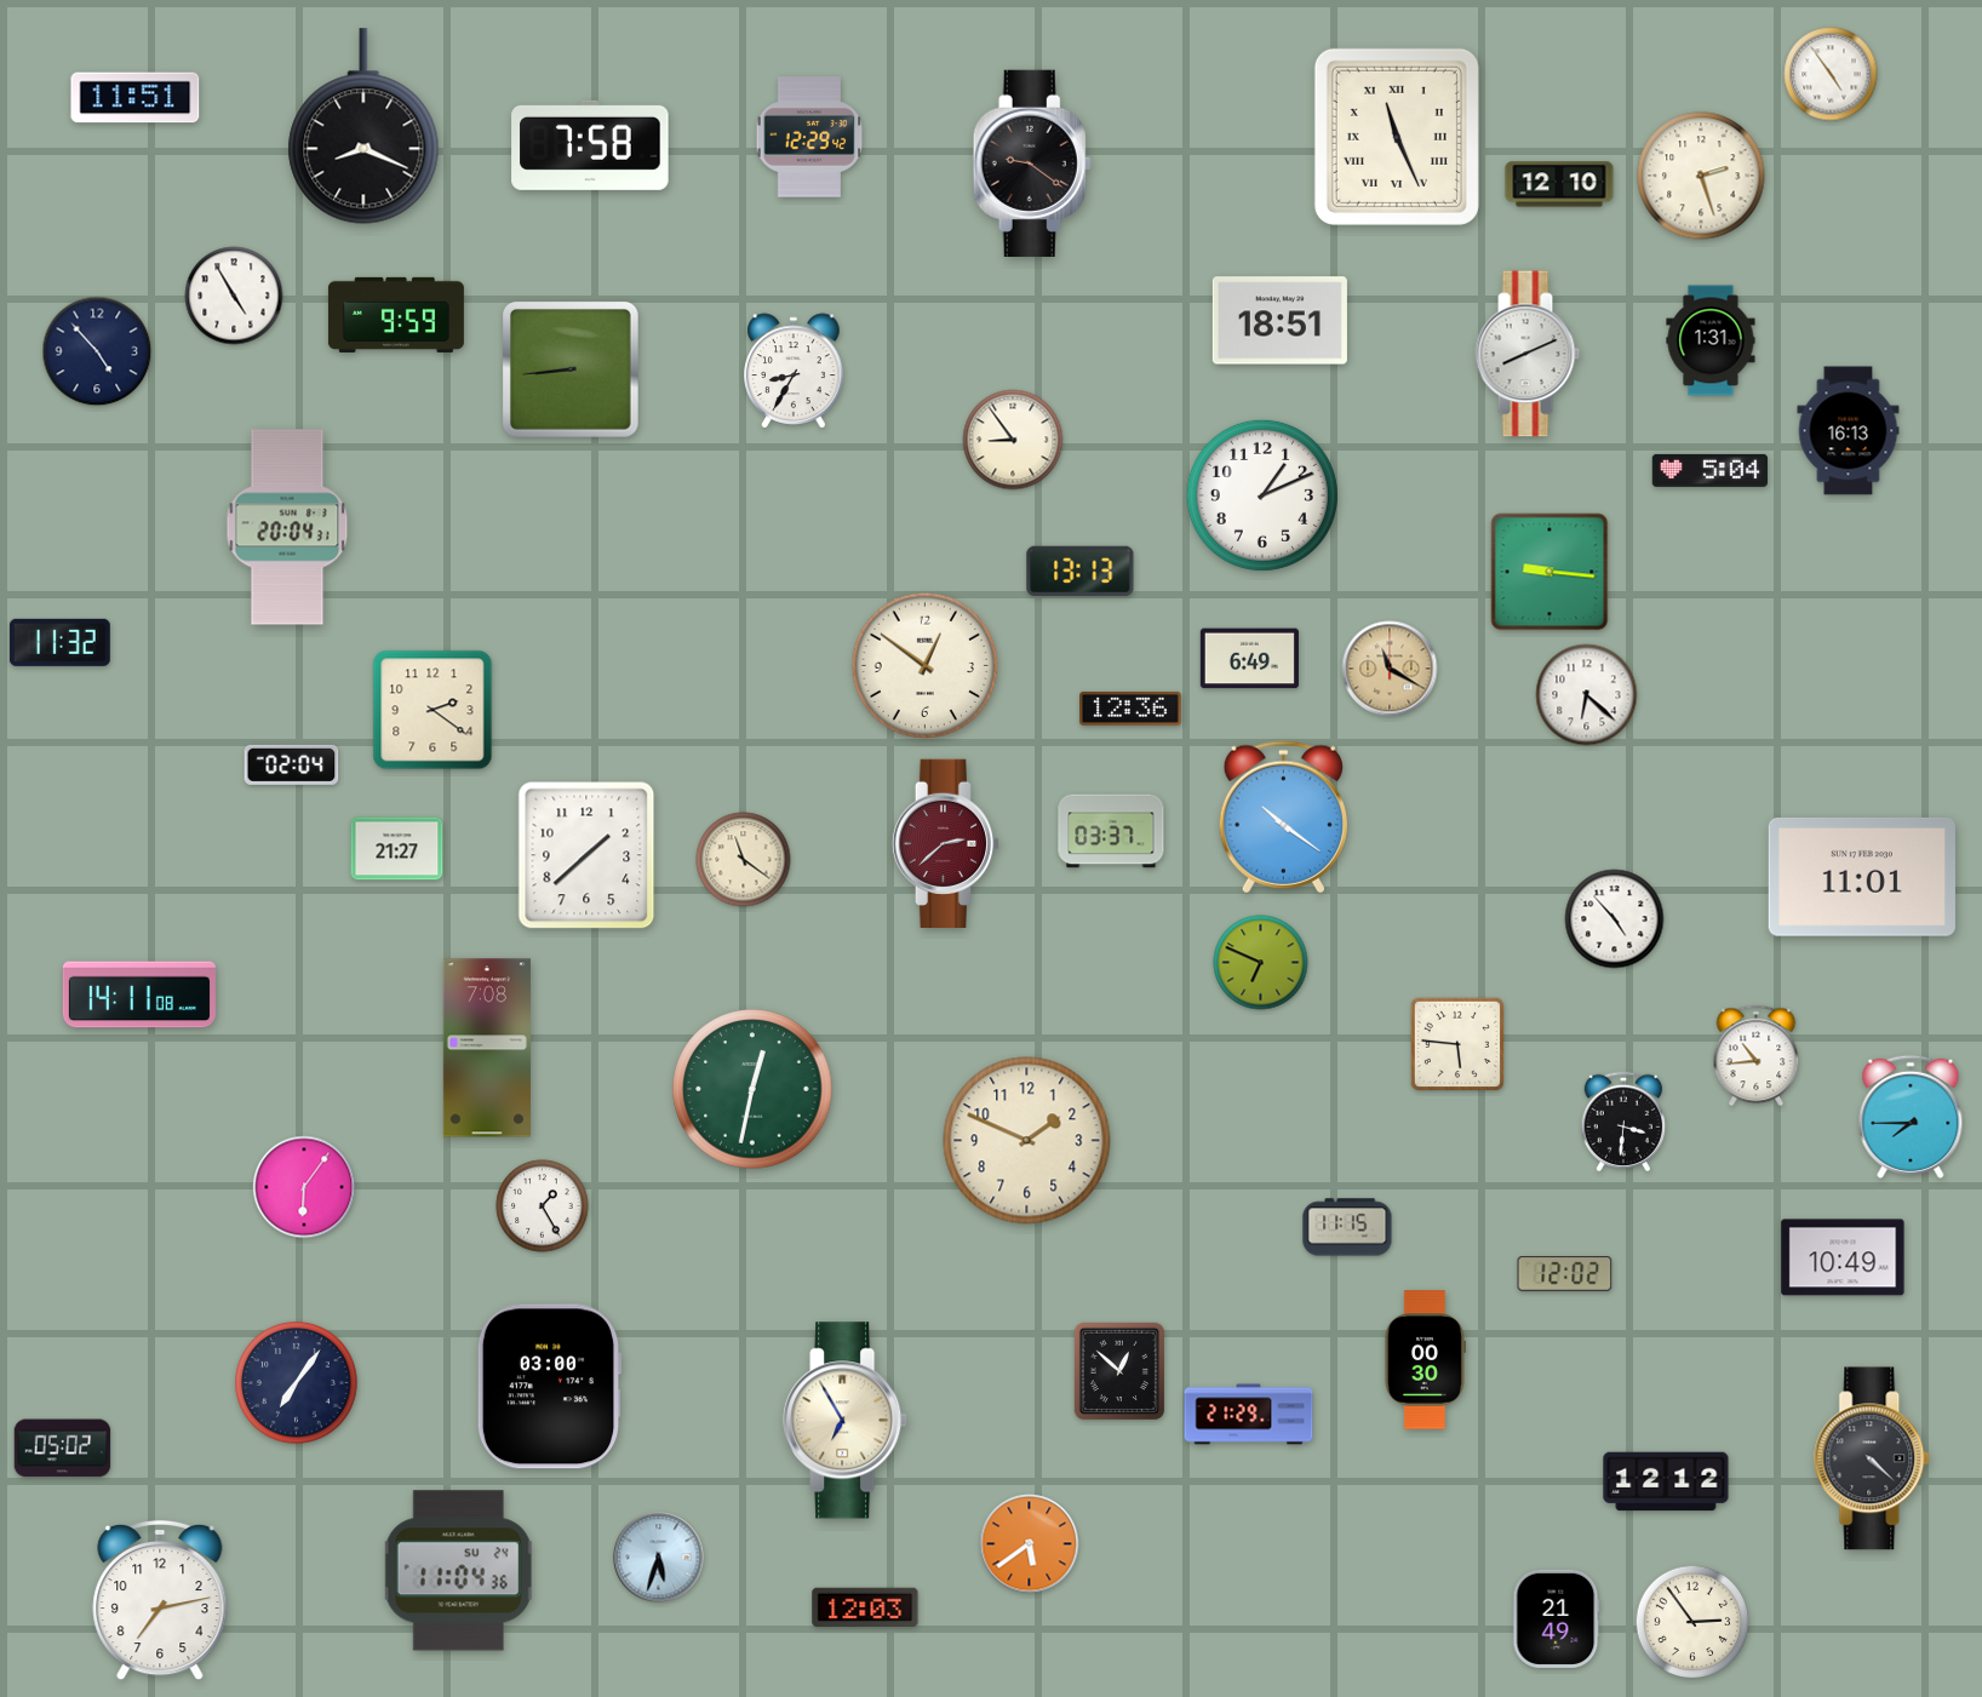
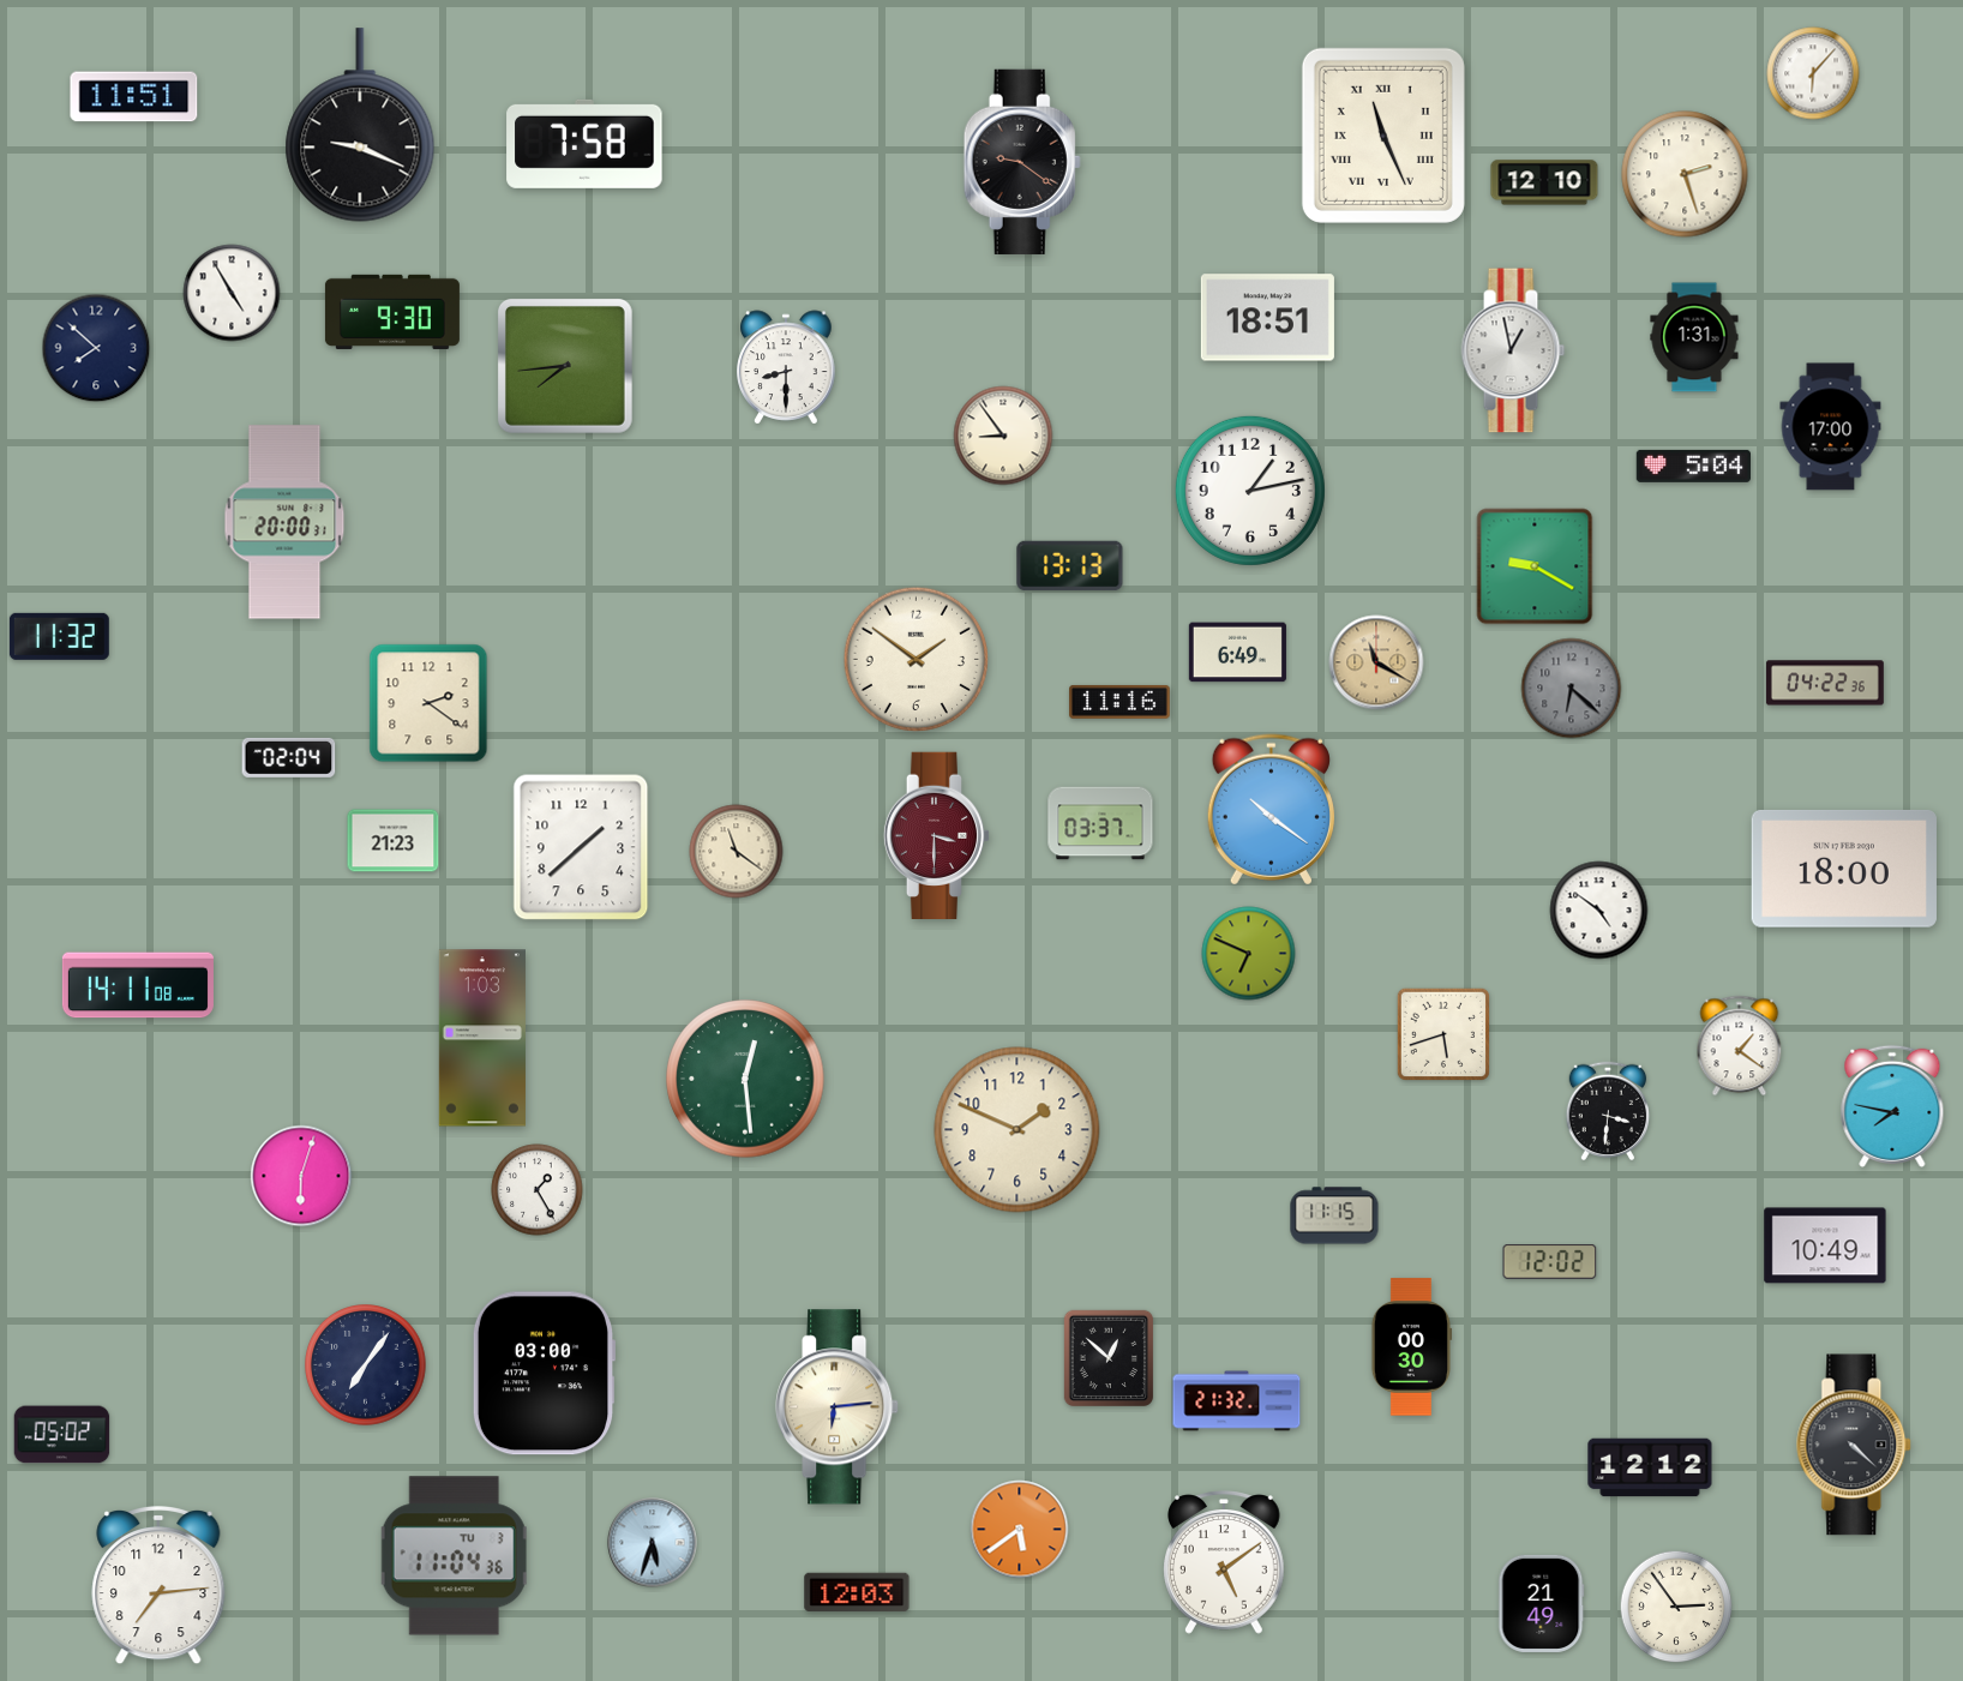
clock at (1831, 74): 4:54 -> 6:07
clock at (363, 126): 8:19 -> 9:19
clock at (809, 137): 12:29 -> none
clock at (396, 315): 9:59 -> 9:30
clock at (97, 351): 4:53 -> 7:52
clock at (1528, 354): 8:11 -> 12:58
clock at (572, 371): 8:44 -> 7:44
clock at (794, 371): 8:35 -> 8:30
clock at (1849, 431): 16:13 -> 17:00
clock at (1262, 495): 1:11 -> 1:13
clock at (287, 527): 20:04 -> 20:00
clock at (1549, 572): 9:16 -> 9:20
clock at (926, 666): 12:51 -> 1:51
clock at (1825, 683): none -> 04:22
clock at (1587, 695) dial: white -> grey
clock at (1130, 709): 12:36 -> 11:16
clock at (946, 843): 2:38 -> 3:30
clock at (397, 849): 21:27 -> 21:23
clock at (1862, 877): 11:01 -> 18:00
clock at (1615, 919): 4:53 -> 4:51
clock at (1456, 1043): 5:46 -> 5:42
clock at (487, 1048): 7:08 -> 1:03
clock at (1757, 1056): 10:44 -> 1:21
clock at (752, 1089): 12:32 -> 12:29
clock at (1911, 1117): 7:45 -> 7:47
clock at (304, 1187): 6:06 -> 6:03
clock at (543, 1206) position: (543, 1206) -> (538, 1190)
clock at (297, 1383) position: (297, 1383) -> (366, 1365)
clock at (1249, 1415): 21:29 -> 21:32
clock at (846, 1421): 6:55 -> 6:14
clock at (458, 1571) date: SU 24 -> TU 3
clock at (1225, 1562): none -> 5:09
clock at (160, 1600): 7:13 -> 7:14
